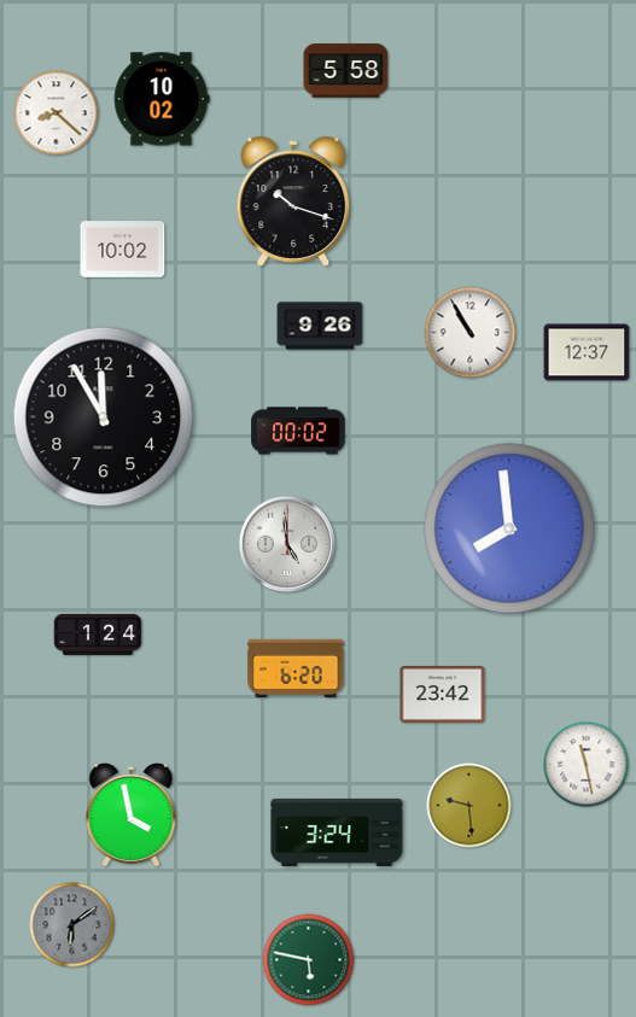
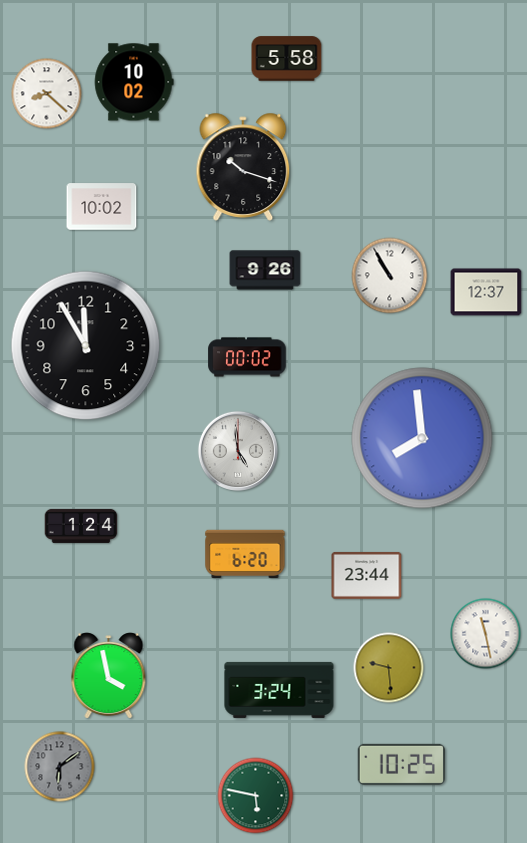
clock at (443, 694): 23:42 -> 23:44
clock at (401, 764): none -> 10:25
